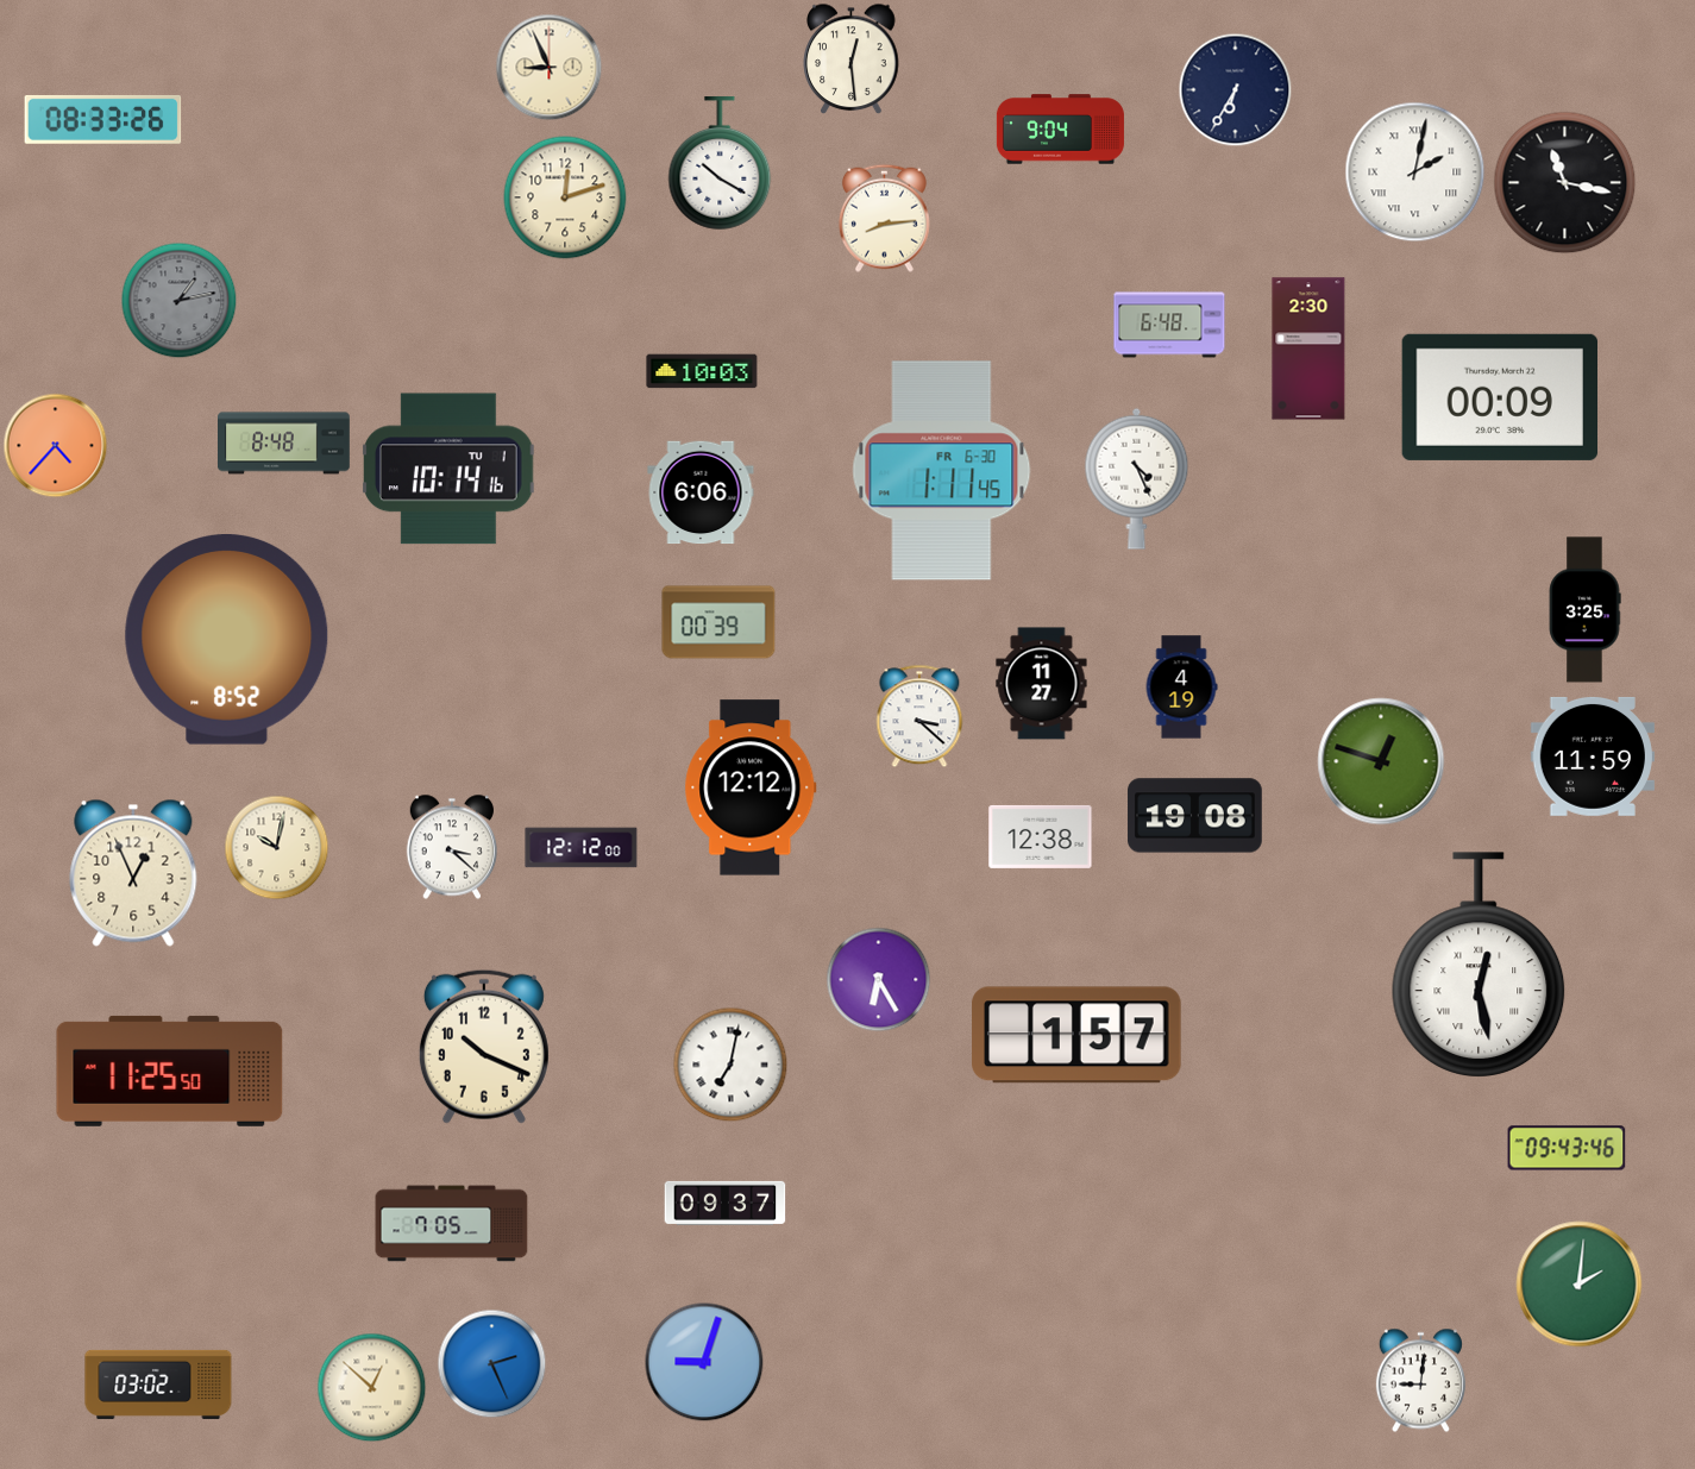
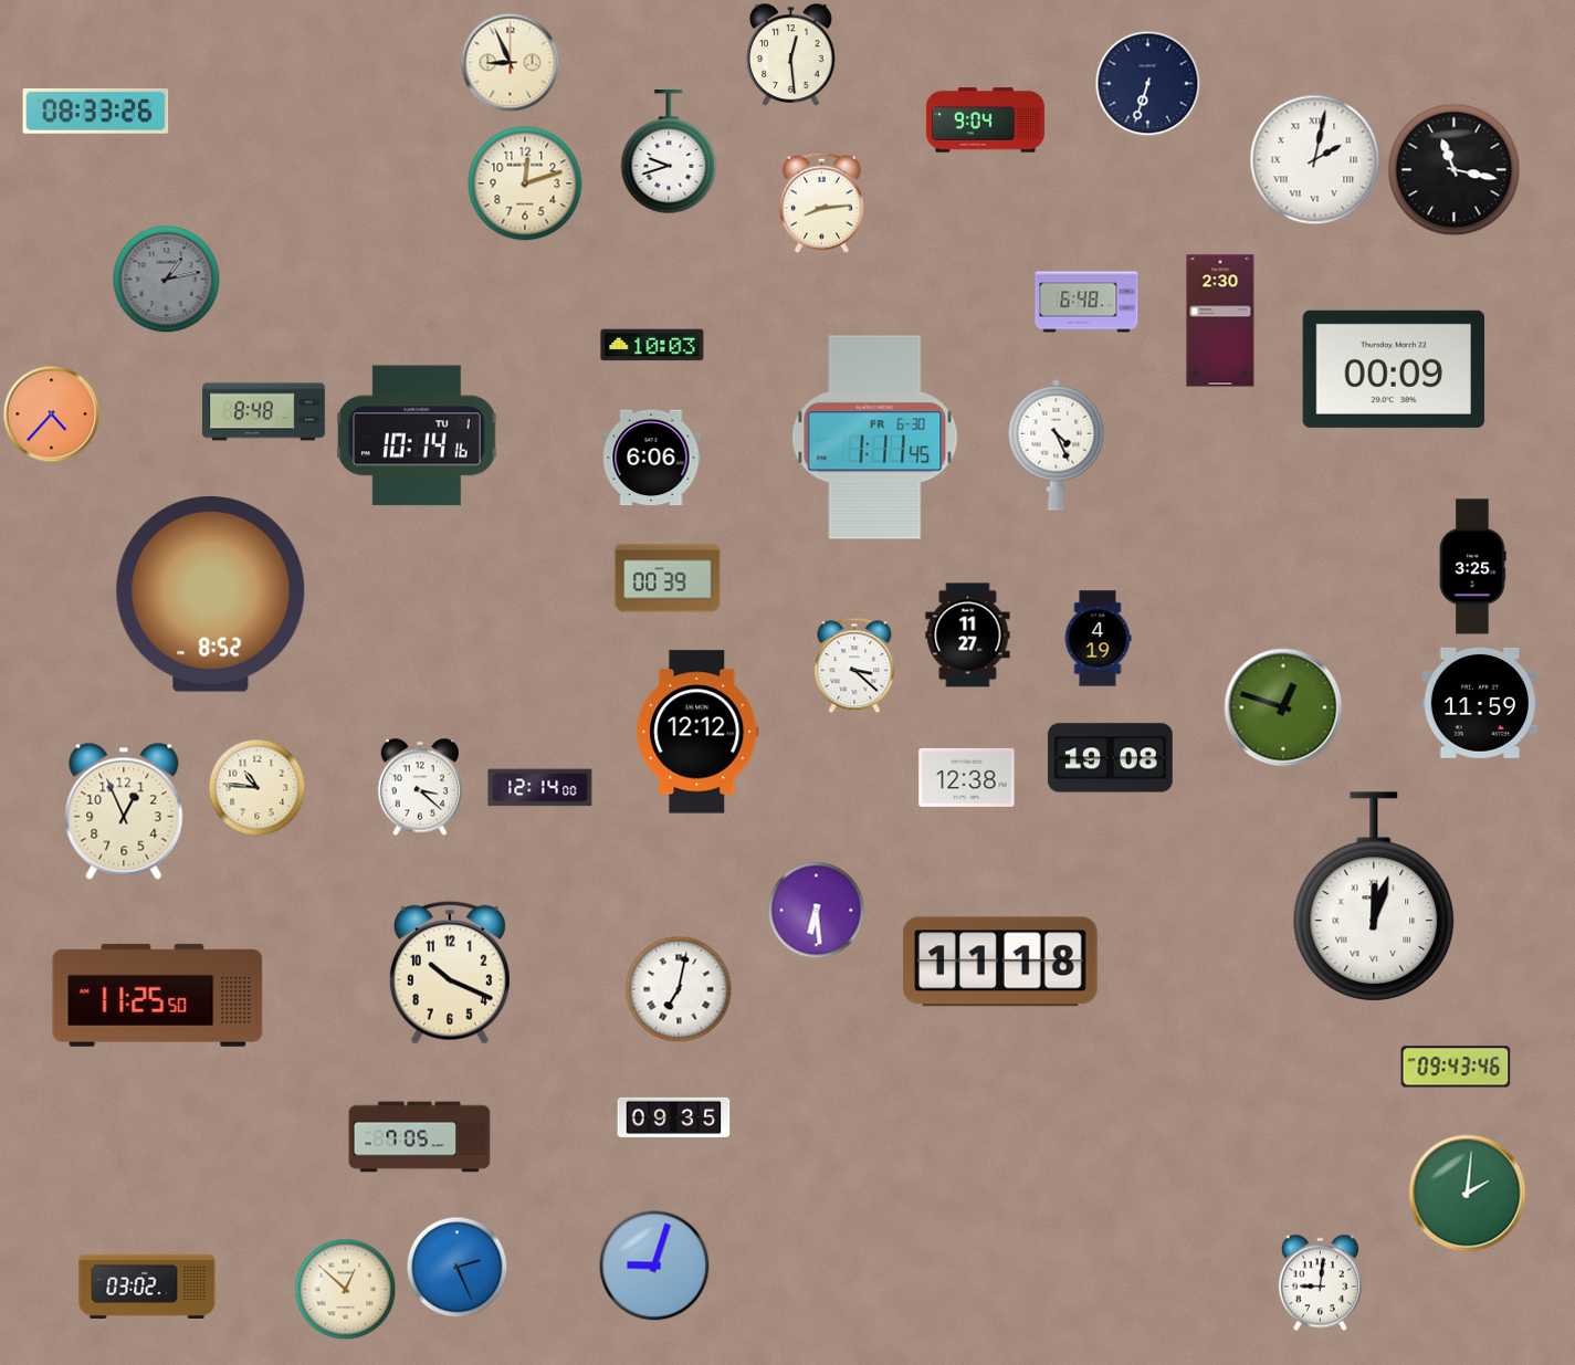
clock at (1236, 90): 6:35 -> 6:33
clock at (720, 164): 10:20 -> 9:42
clock at (1308, 349) position: (1308, 349) -> (1220, 321)
clock at (277, 848): 10:02 -> 10:46
clock at (582, 848): 12:12 -> 12:14
clock at (1479, 965): 12:28 -> 12:03
clock at (879, 980): 6:25 -> 6:29
clock at (1076, 1035): 1:57 -> 11:18
clock at (726, 1203): 09:37 -> 09:35
